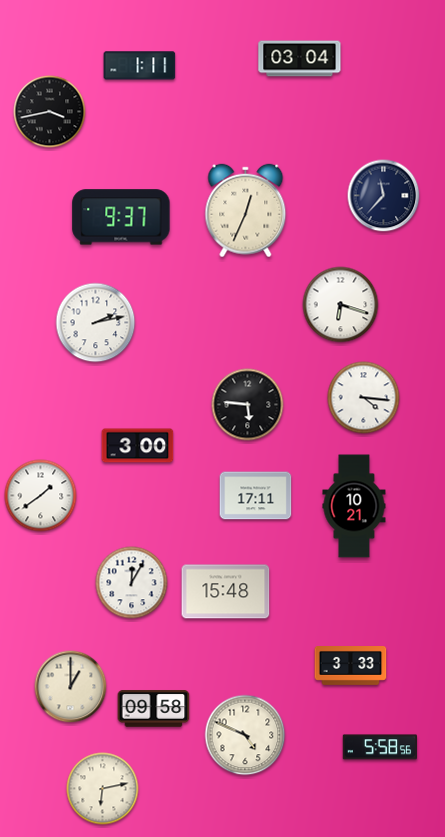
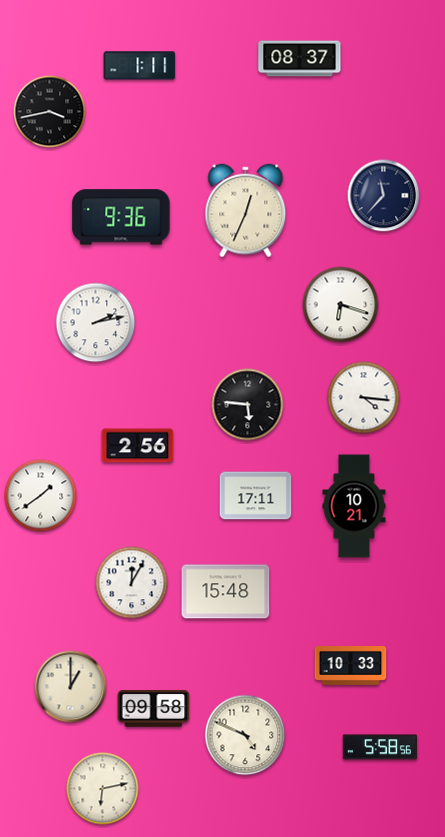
clock at (300, 59): 03:04 -> 08:37
clock at (121, 217): 9:37 -> 9:36
clock at (138, 446): 3:00 -> 2:56
clock at (351, 666): 3:33 -> 10:33
